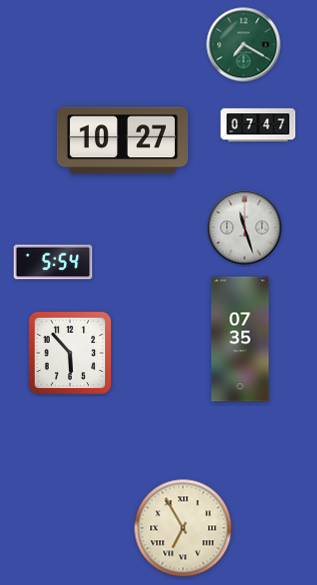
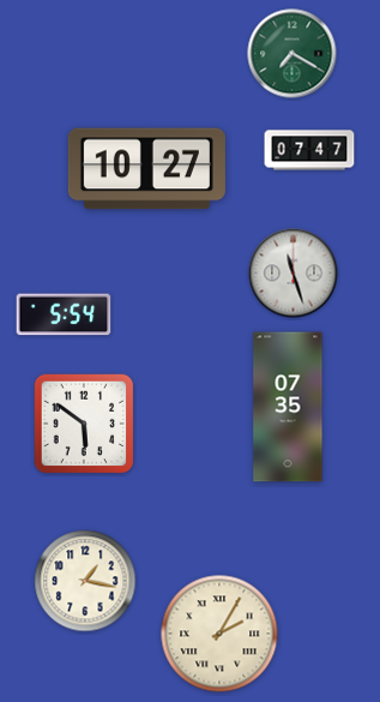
clock at (70, 353): 5:53 -> 5:51
clock at (85, 581): none -> 1:17
clock at (183, 528): 6:55 -> 2:05
